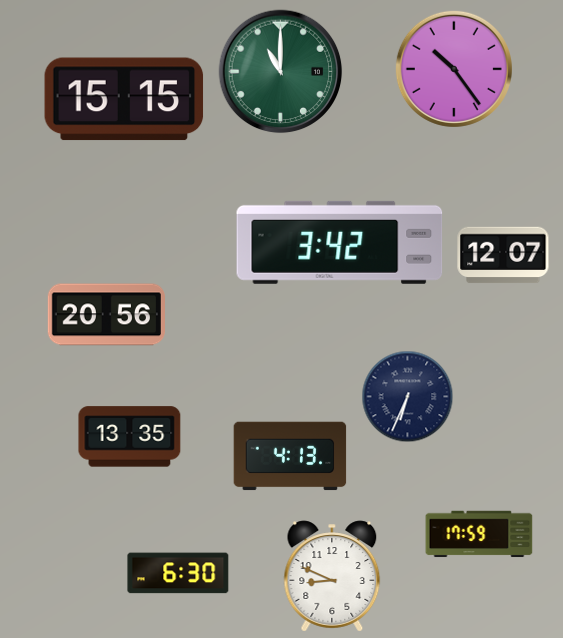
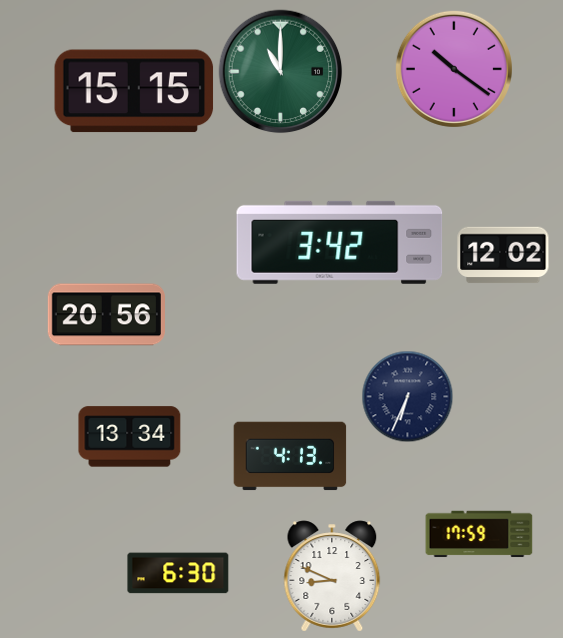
clock at (454, 69): 10:24 -> 10:21
clock at (124, 99) position: (124, 99) -> (134, 91)
clock at (503, 255): 12:07 -> 12:02
clock at (130, 437): 13:35 -> 13:34
